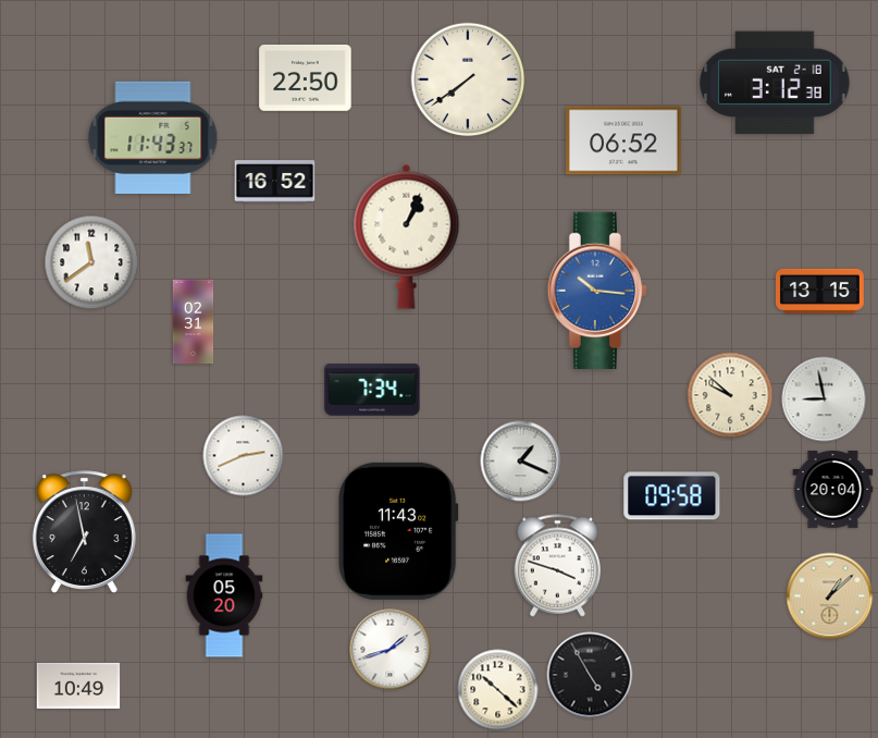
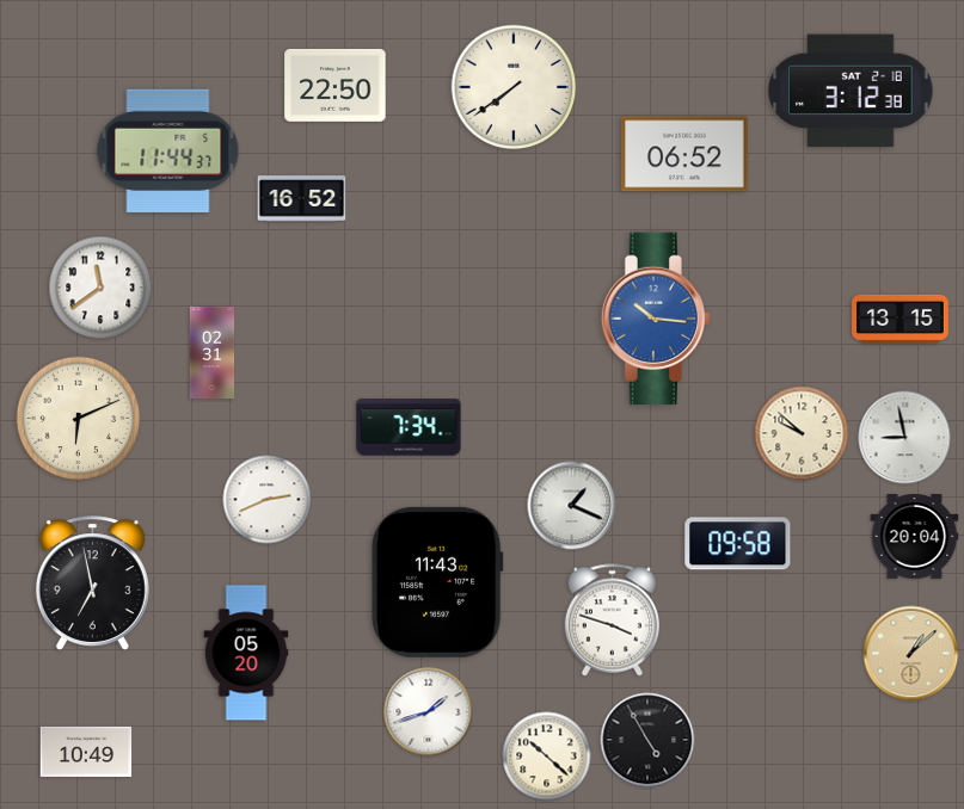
clock at (153, 137): 11:43 -> 11:44
clock at (407, 236): 1:04 -> none
clock at (79, 419): none -> 6:11
